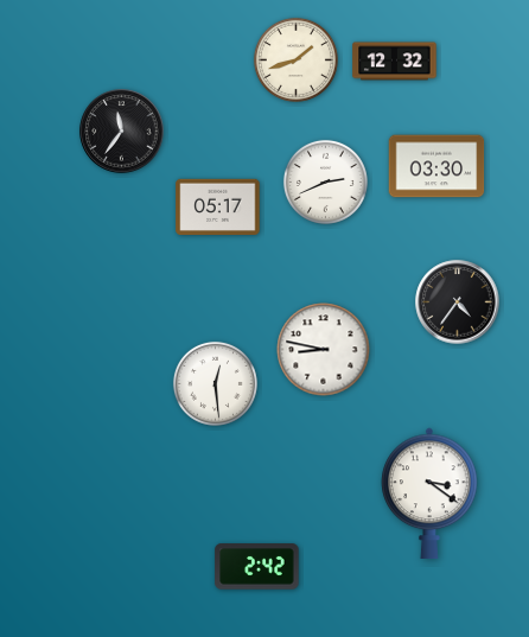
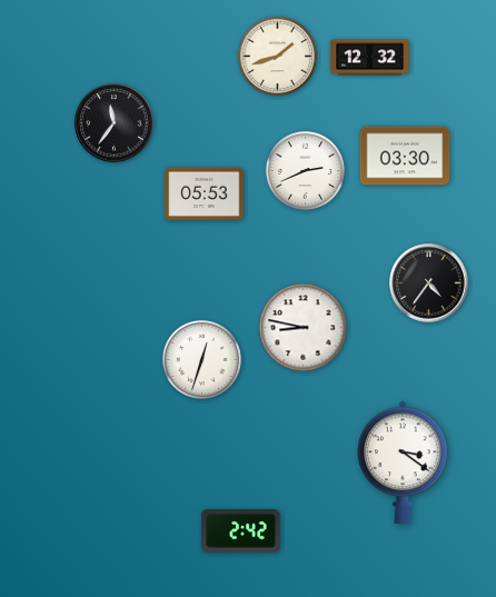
clock at (436, 166) position: (436, 166) -> (405, 156)
clock at (218, 206): 05:17 -> 05:53
clock at (215, 383): 12:29 -> 12:33
